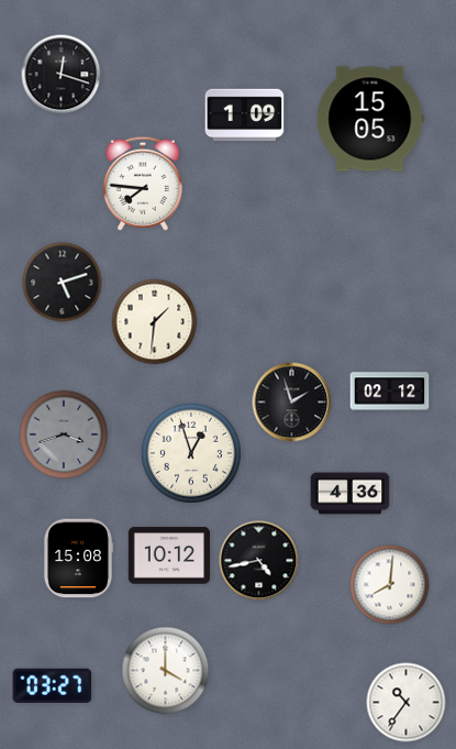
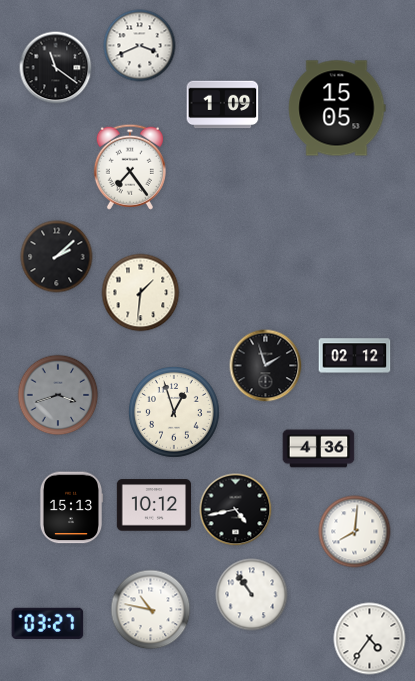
clock at (140, 46): none -> 3:41
clock at (62, 75): 12:18 -> 11:21
clock at (143, 184): 7:46 -> 7:24
clock at (63, 283): 5:12 -> 2:08
clock at (77, 559): 15:08 -> 15:13
clock at (252, 595): none -> 10:54
clock at (166, 671): 4:00 -> 10:47
clock at (407, 703): 10:36 -> 4:36
